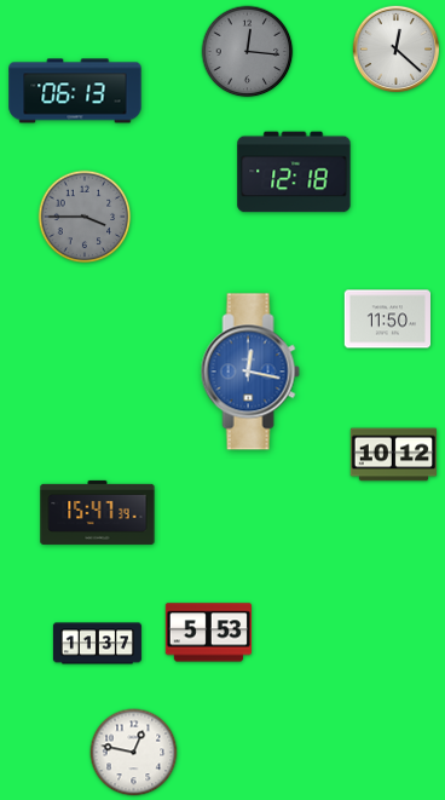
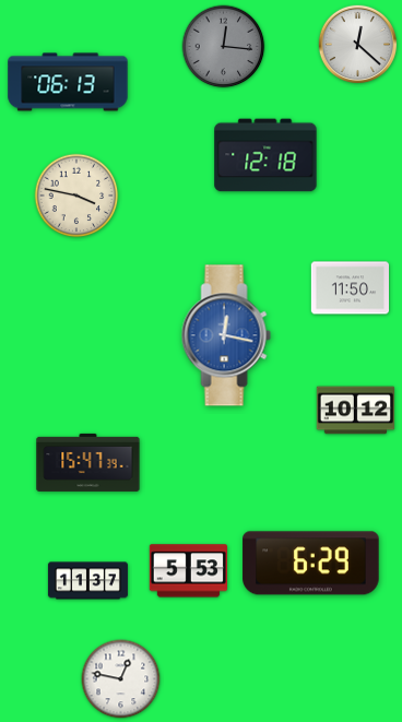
clock at (85, 217): 3:45 -> 3:47
clock at (85, 217) dial: grey -> cream
clock at (311, 564): none -> 6:29
